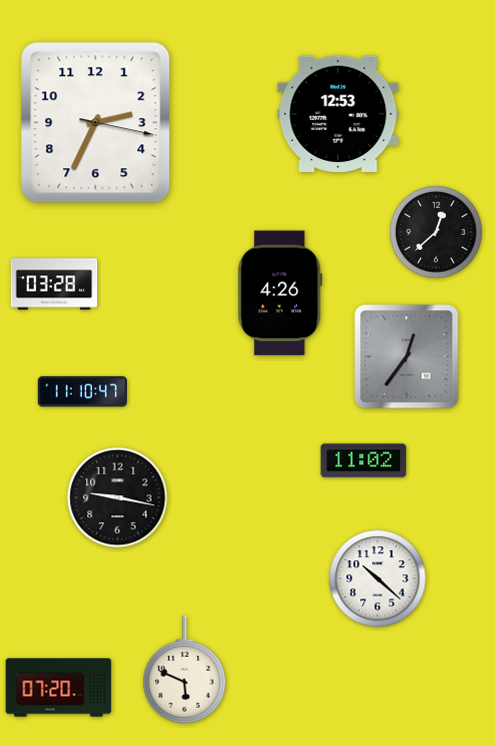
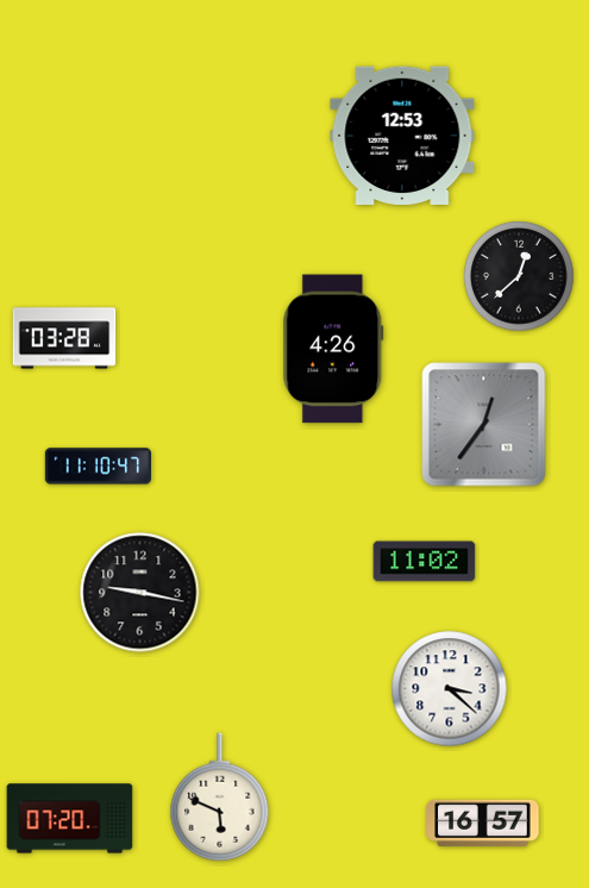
clock at (96, 123): 2:34 -> none
clock at (364, 461) position: (364, 461) -> (425, 562)
clock at (378, 579): 10:22 -> 3:22
clock at (483, 823): none -> 16:57
